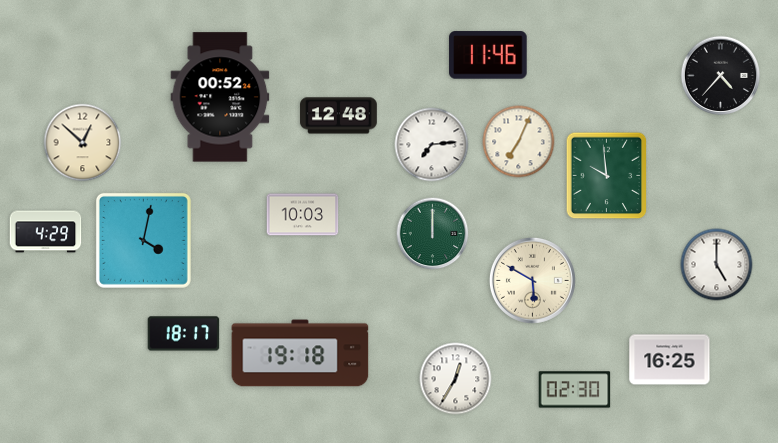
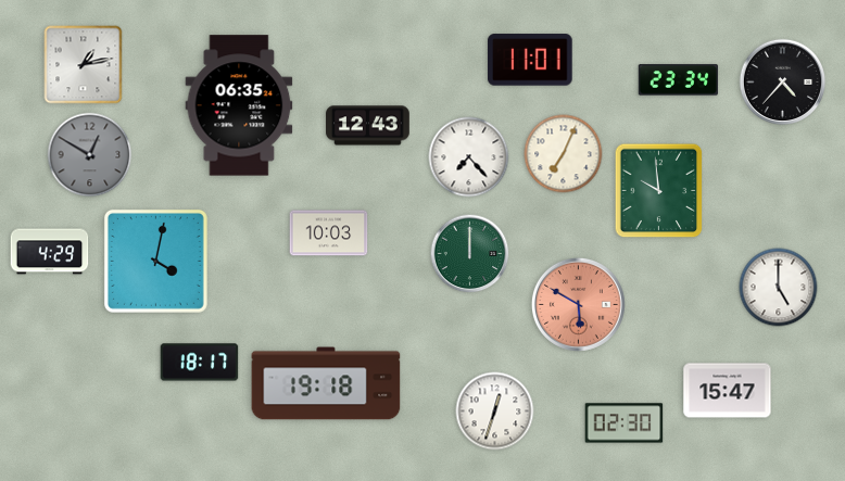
clock at (488, 55): 11:46 -> 11:01
clock at (84, 65): none -> 1:13
clock at (678, 80): none -> 23:34
clock at (220, 97): 00:52 -> 06:35
clock at (339, 116): 12:48 -> 12:43
clock at (83, 143): 12:52 -> 12:50
clock at (83, 143) dial: cream -> grey
clock at (432, 145): 7:14 -> 7:23
clock at (532, 280) dial: cream -> salmon
clock at (670, 360): 16:25 -> 15:47
clock at (456, 379): 12:35 -> 12:33
